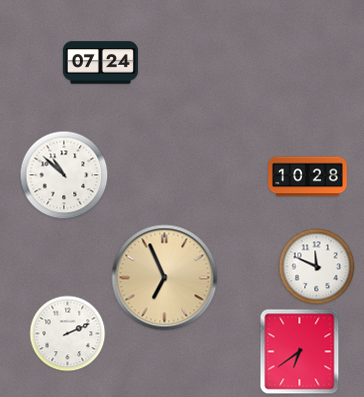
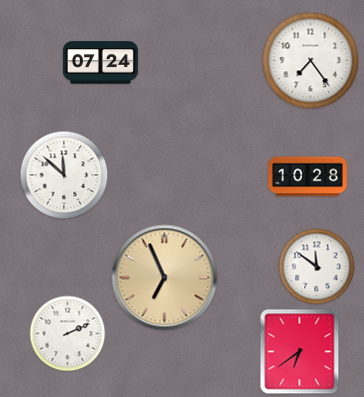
clock at (311, 61): none -> 7:24
clock at (64, 175): 10:52 -> 11:52
clock at (317, 267): 11:49 -> 11:51
